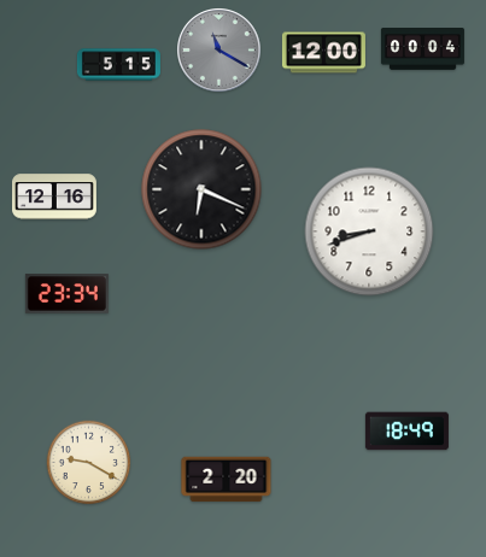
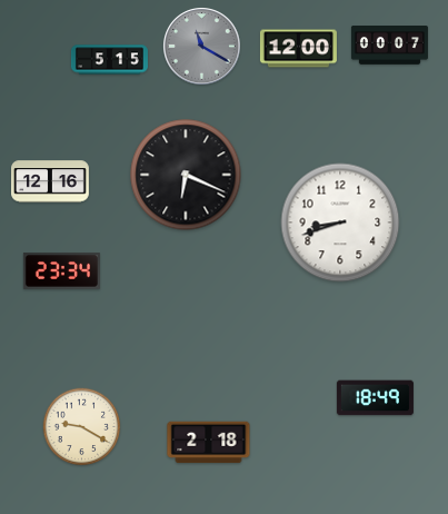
clock at (422, 49): 00:04 -> 00:07
clock at (369, 231) position: (369, 231) -> (340, 223)
clock at (227, 480): 2:20 -> 2:18
